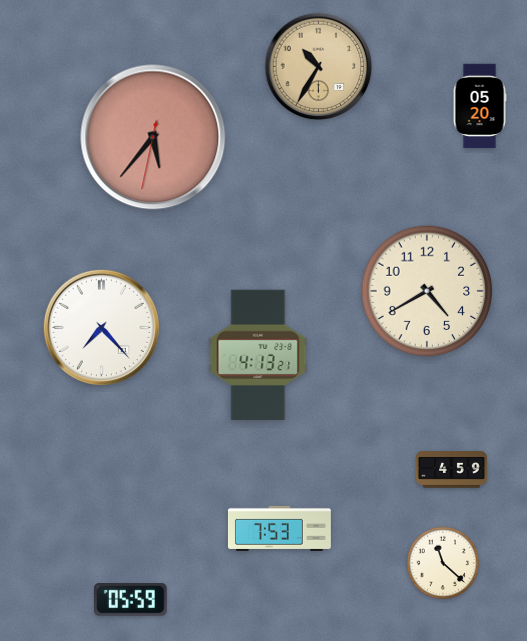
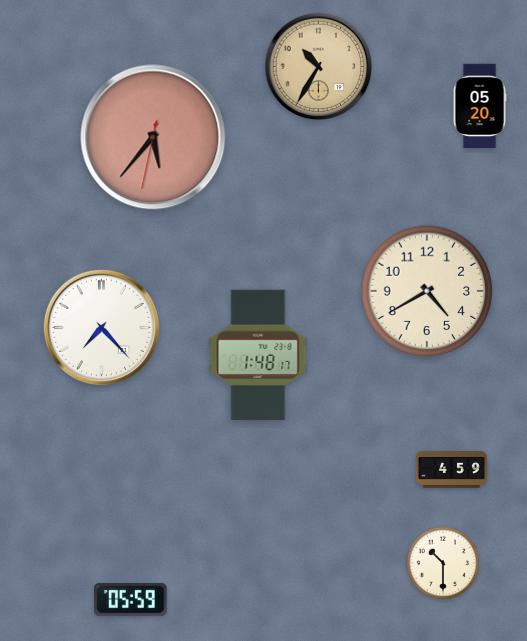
clock at (258, 355): 4:13 -> 1:48
clock at (280, 528): 7:53 -> none
clock at (443, 563): 11:22 -> 10:30
